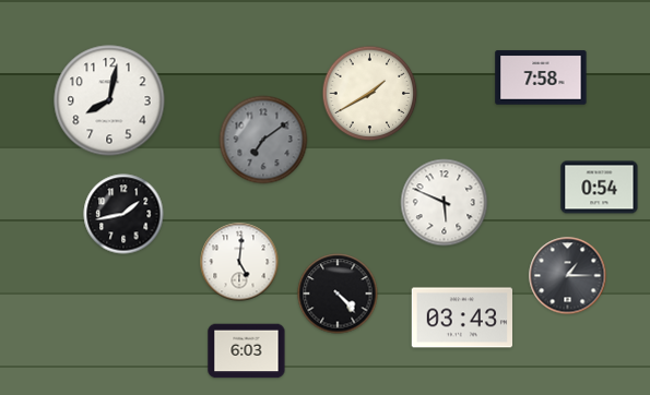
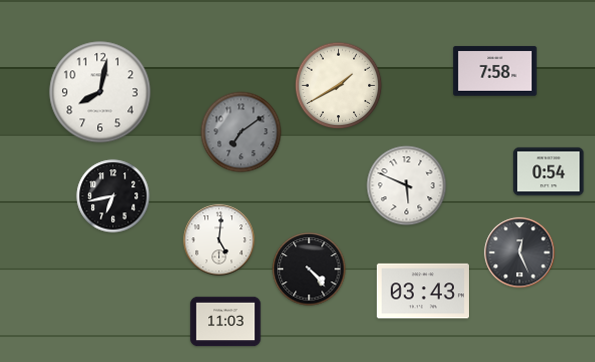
clock at (263, 140) position: (263, 140) -> (241, 132)
clock at (123, 214): 1:43 -> 6:43
clock at (568, 276): 1:15 -> 12:26
clock at (247, 351): 6:03 -> 11:03
